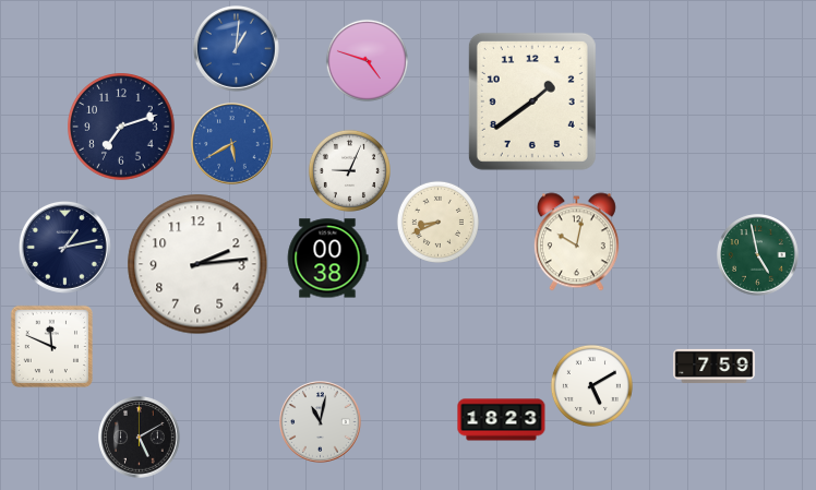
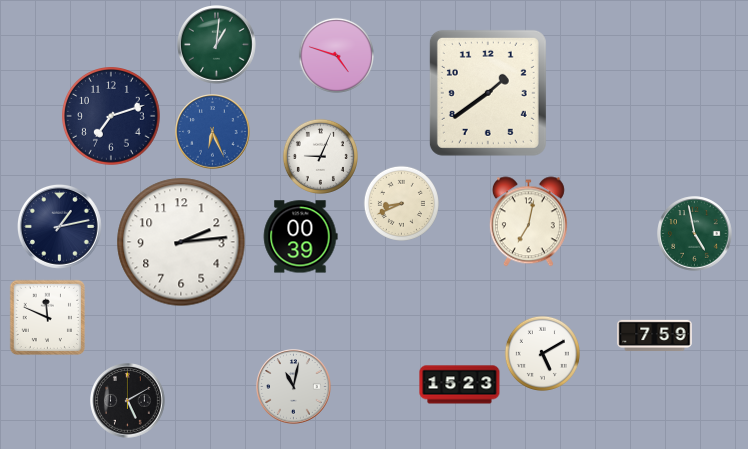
clock at (237, 49) dial: blue -> green
clock at (232, 144): 5:40 -> 6:26
clock at (576, 242): 10:02 -> 7:02
clock at (327, 259): 00:38 -> 00:39
clock at (502, 420): 18:23 -> 15:23
